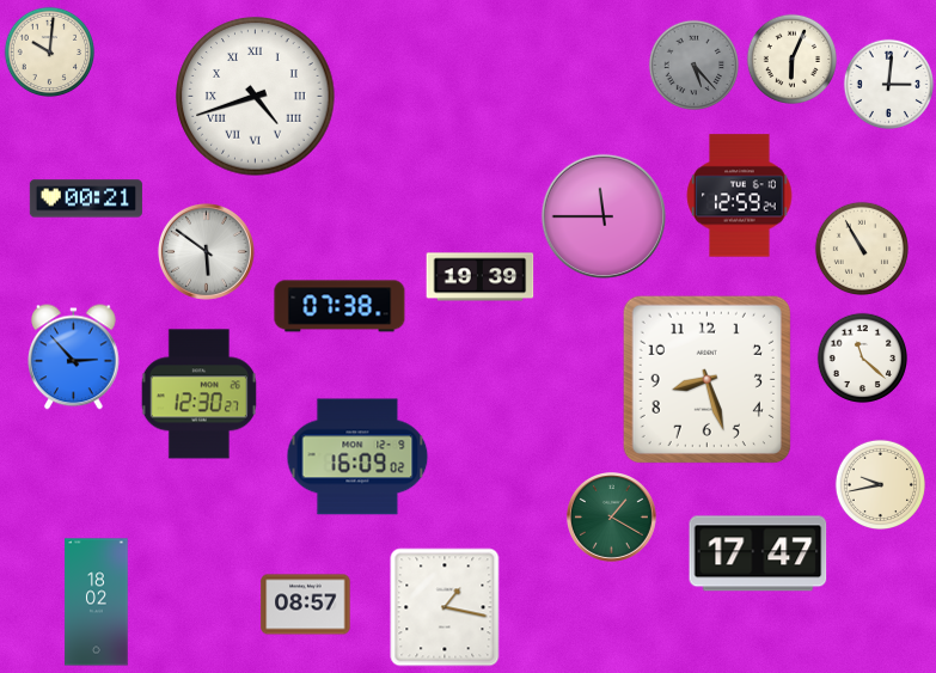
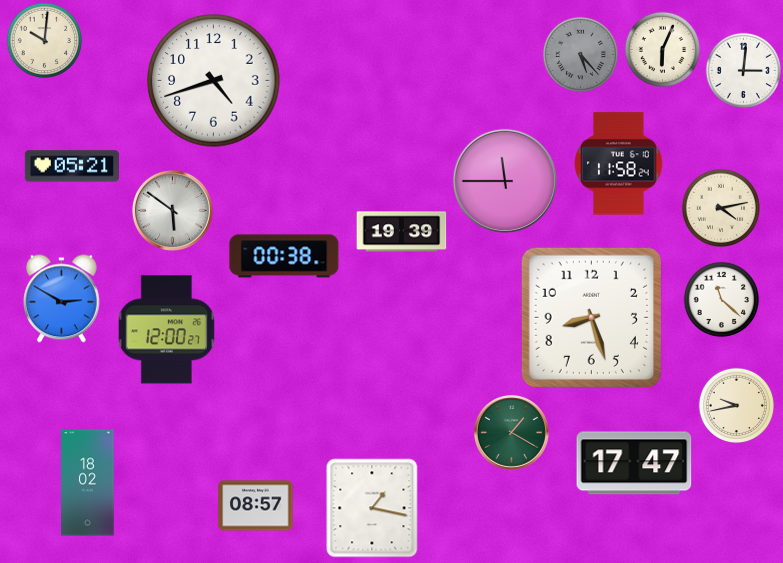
clock at (49, 51) position: (49, 51) -> (44, 40)
clock at (256, 97) numerals: Roman -> Arabic
clock at (740, 196): 12:59 -> 11:58
clock at (86, 198): 00:21 -> 05:21
clock at (861, 247): 10:55 -> 4:13
clock at (339, 306): 07:38 -> 00:38
clock at (74, 357): 2:53 -> 2:50
clock at (198, 394): 12:30 -> 12:00
clock at (357, 457): 16:09 -> none
clock at (97, 602) position: (97, 602) -> (88, 483)
